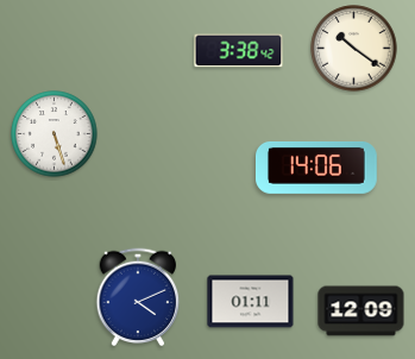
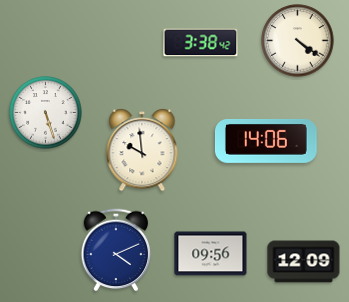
clock at (354, 49): 10:21 -> 4:21
clock at (142, 151): none -> 9:59
clock at (251, 302): 01:11 -> 09:56
